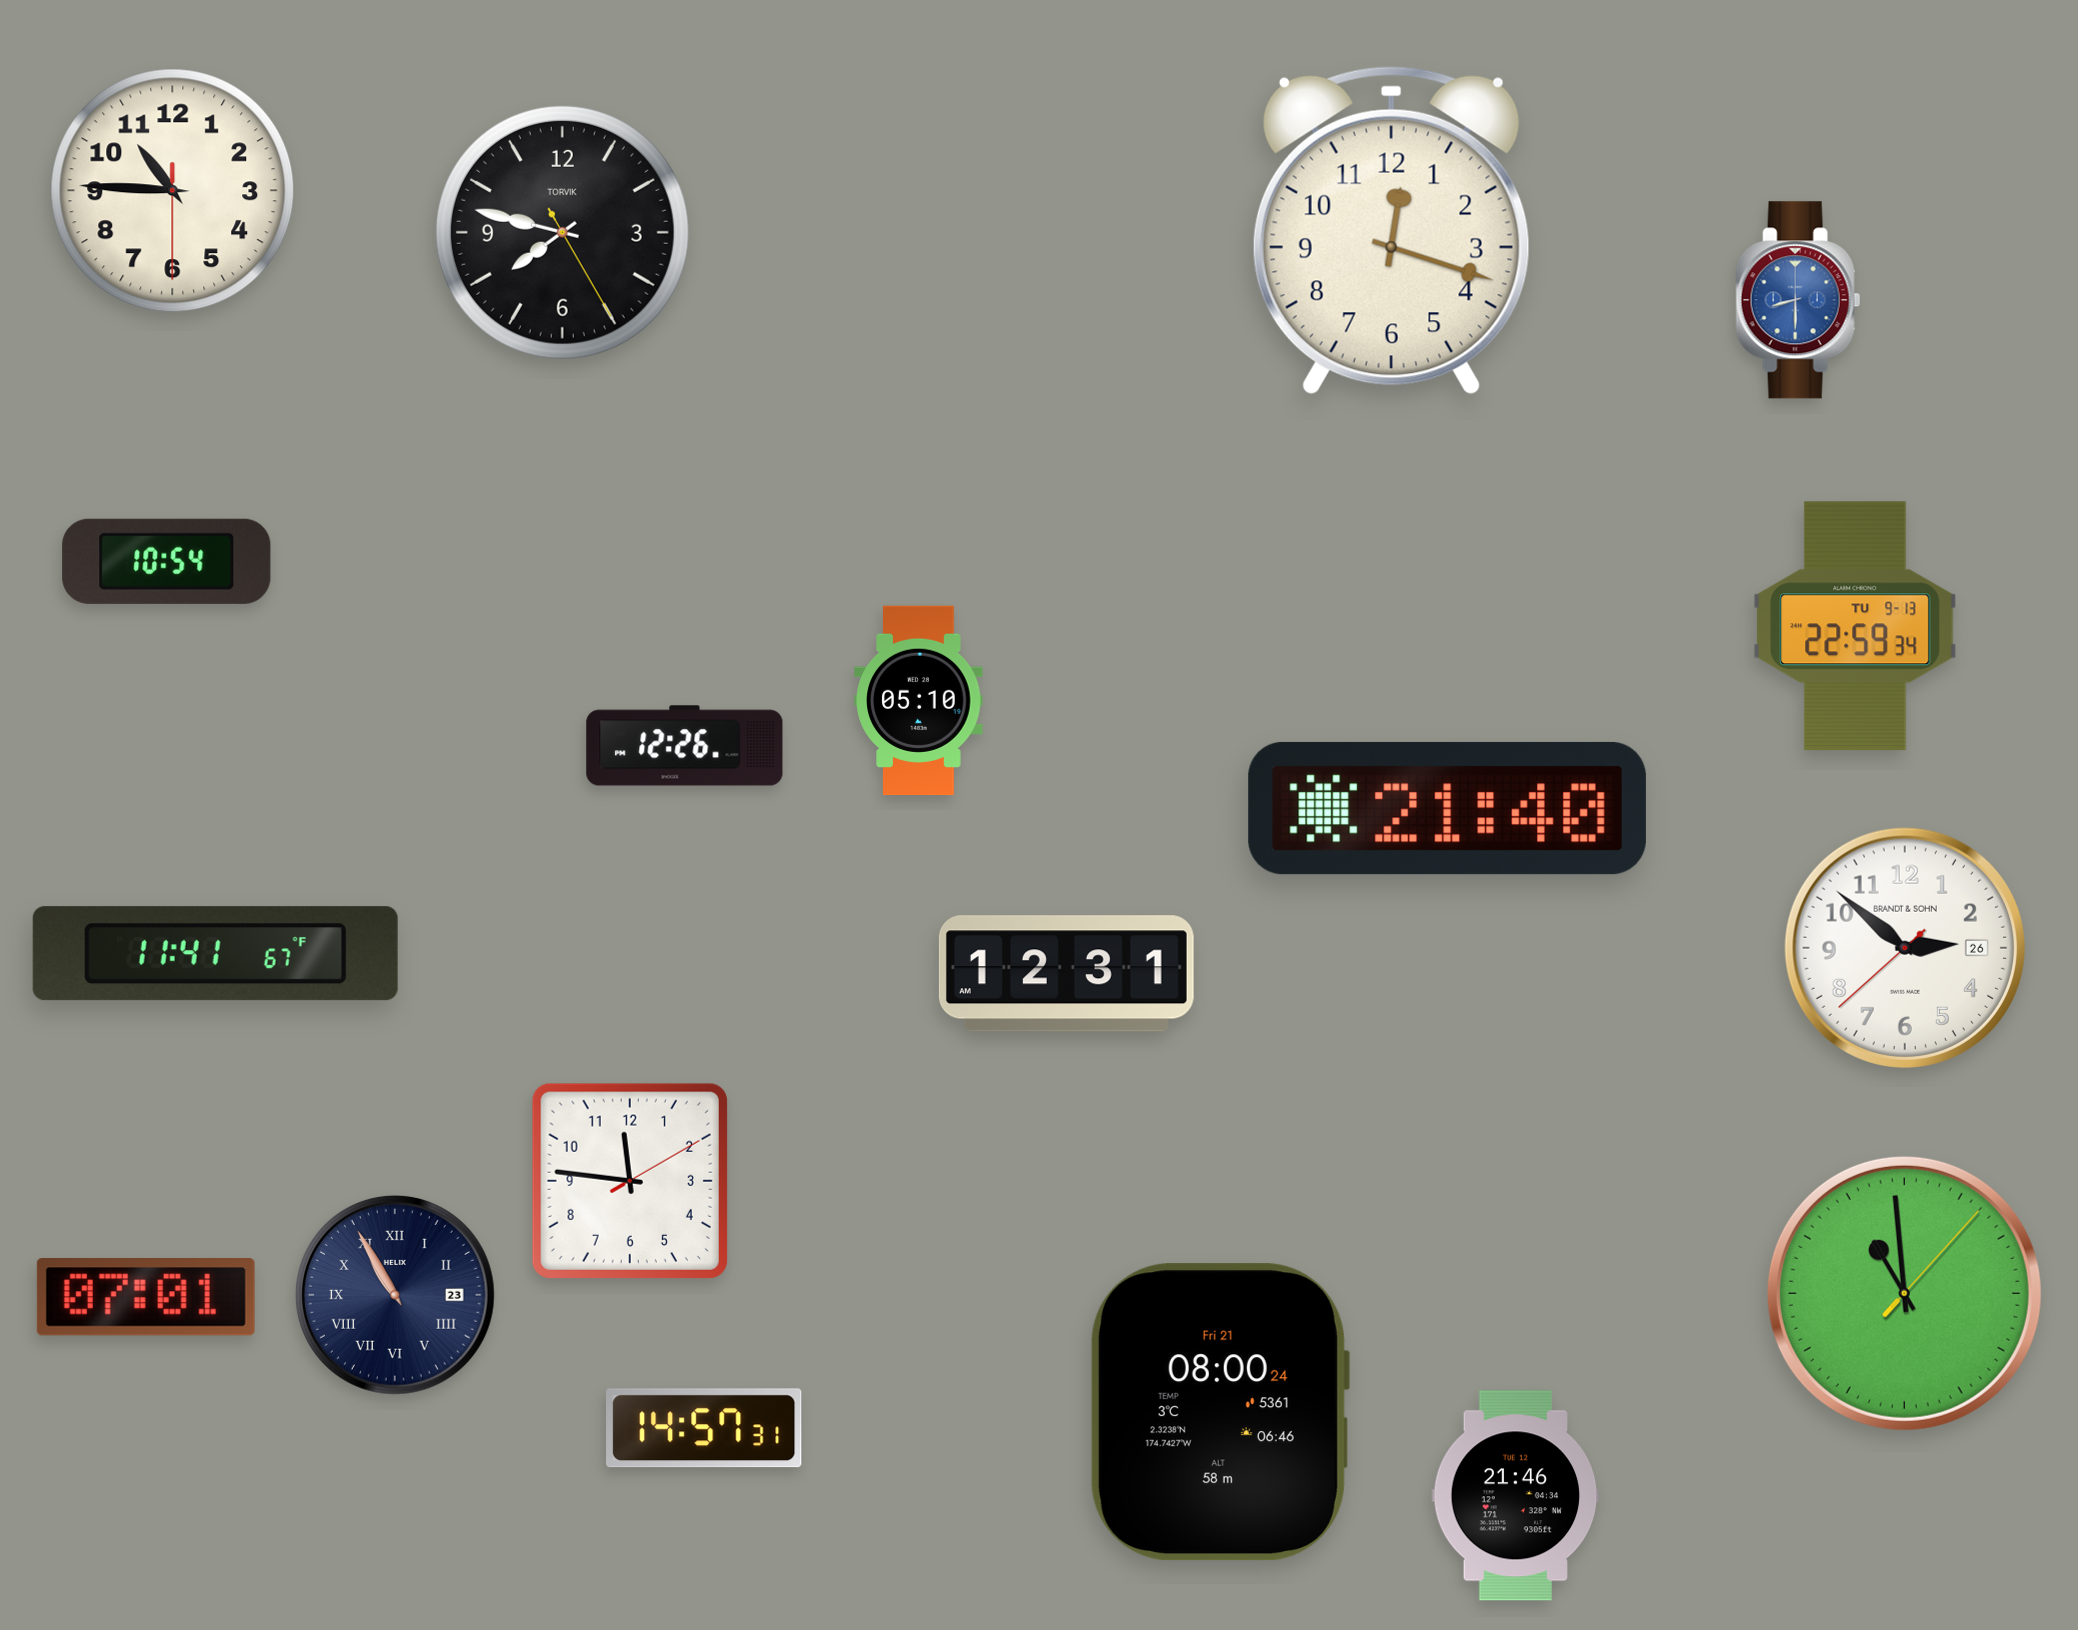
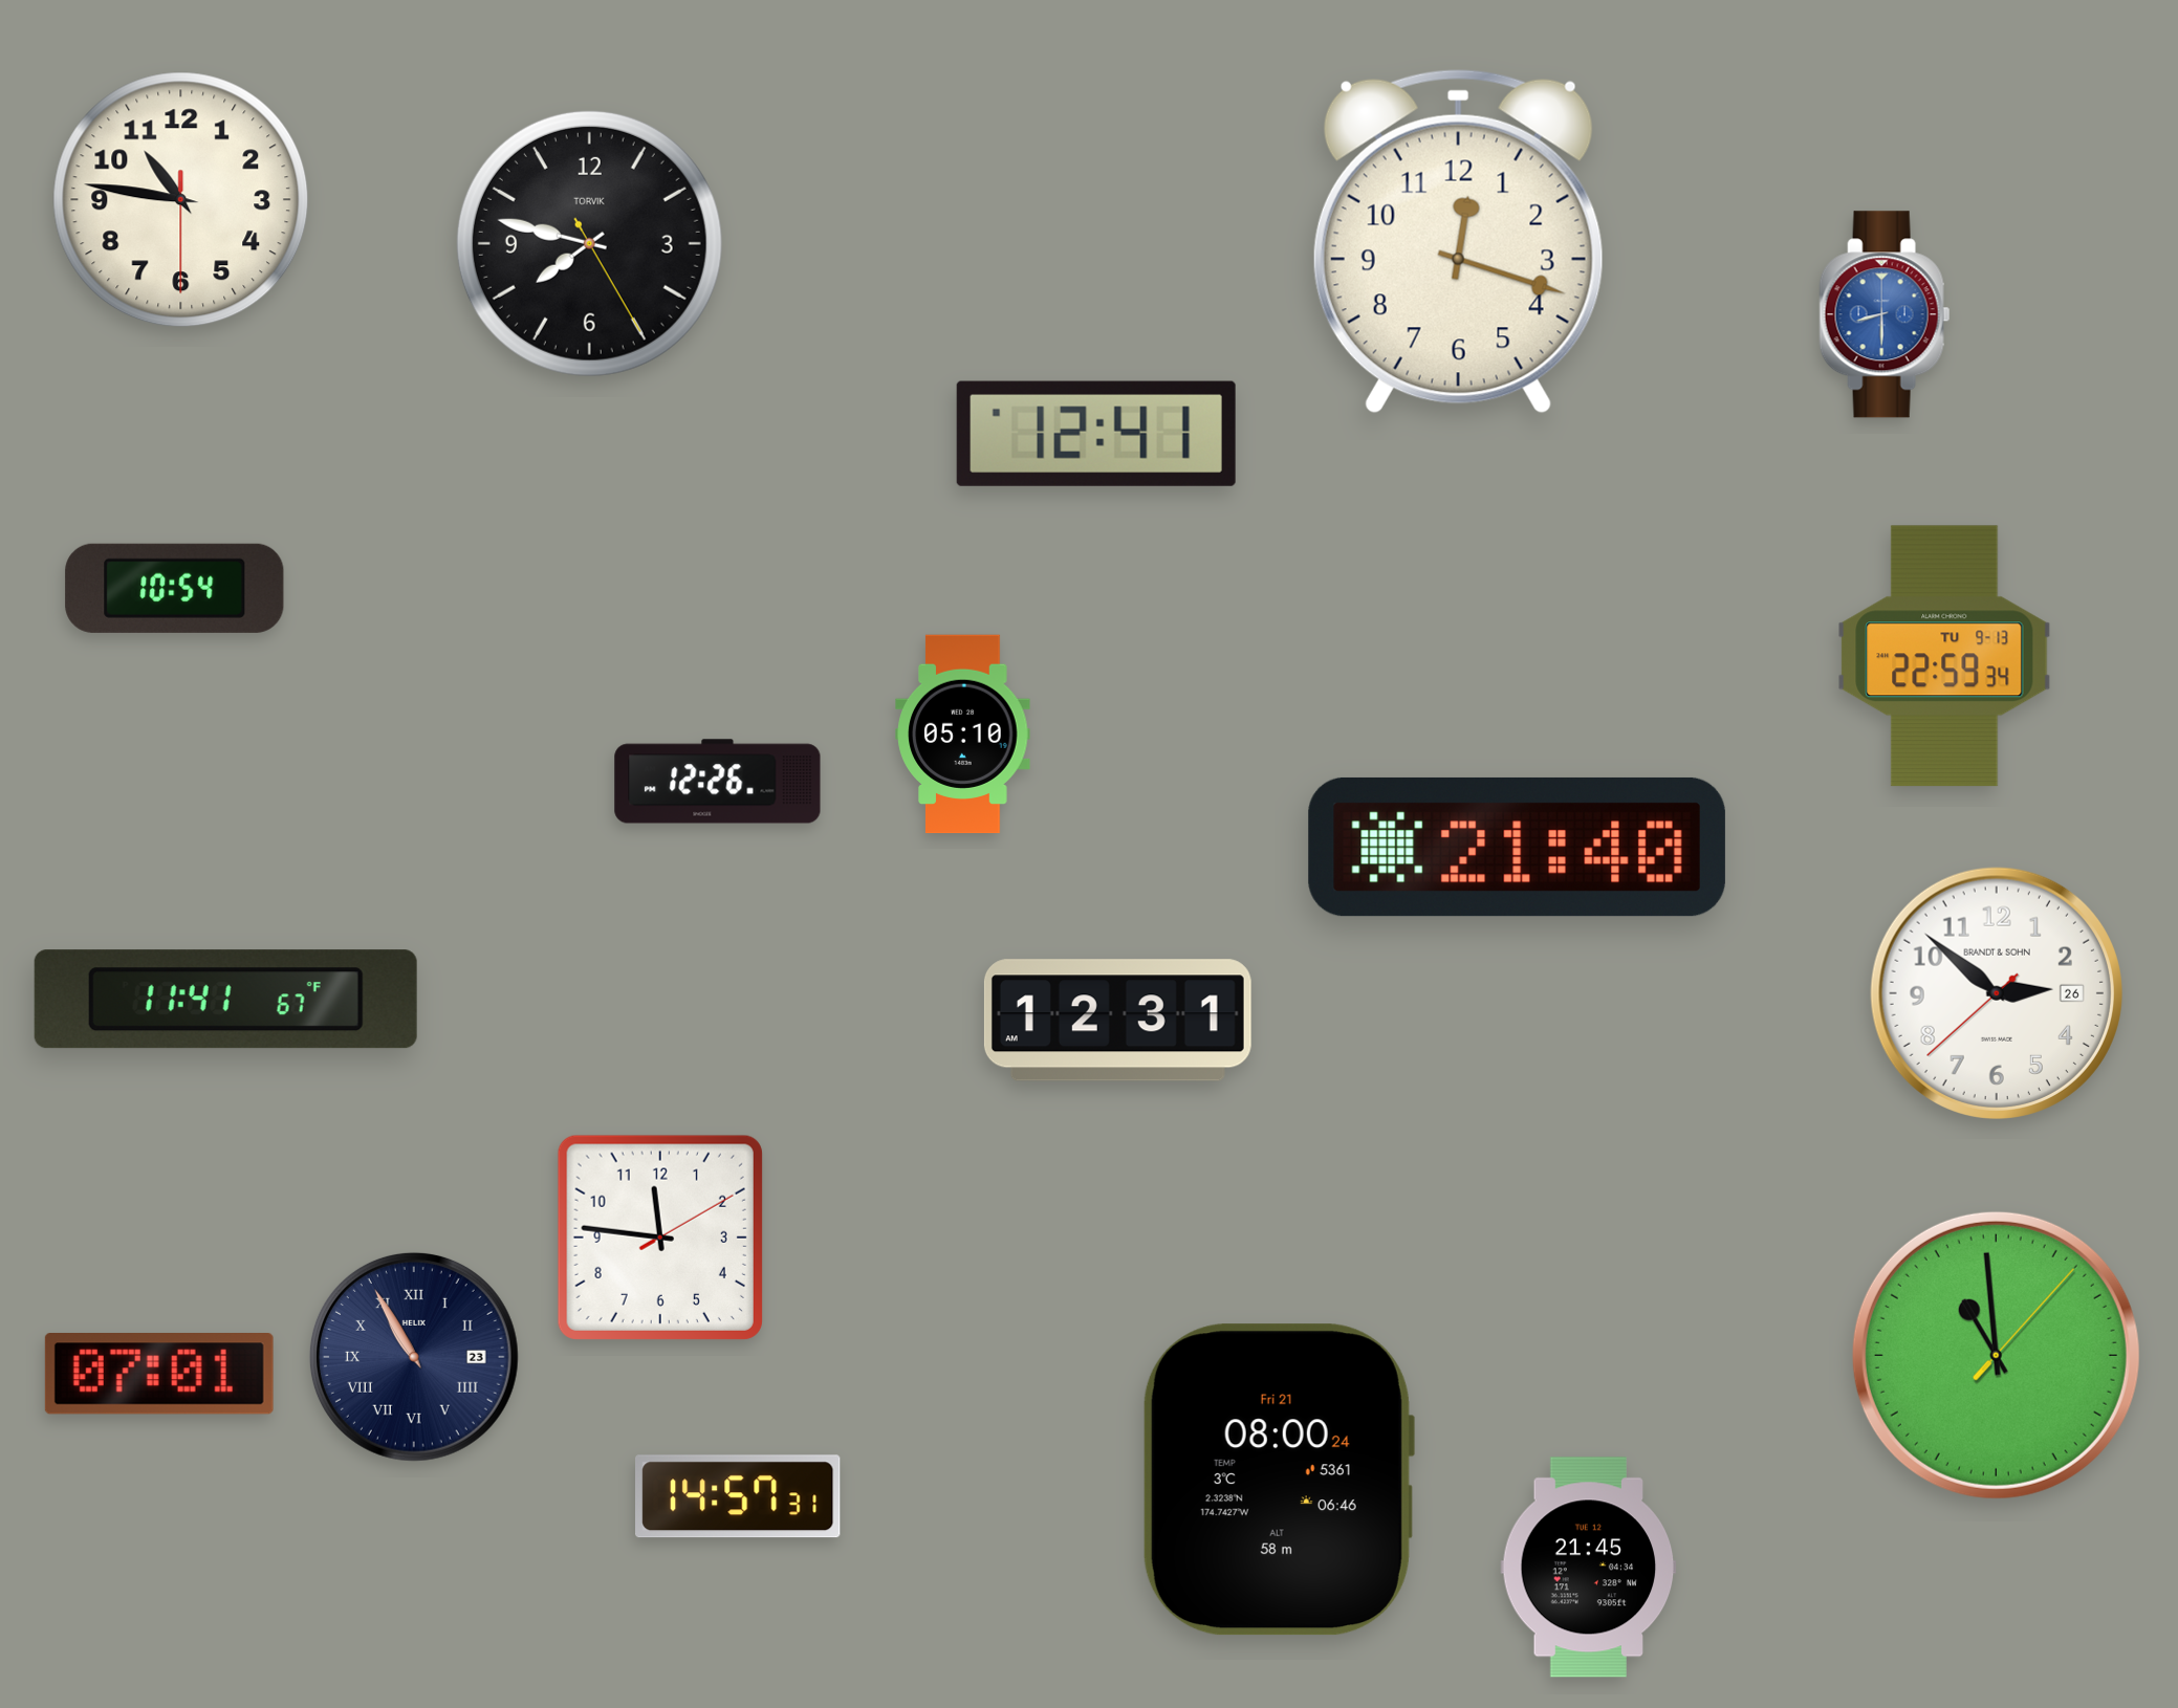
clock at (173, 191): 10:45 -> 10:46
clock at (1096, 434): none -> 12:41
clock at (146, 1298) position: (146, 1298) -> (159, 1375)
clock at (1516, 1496): 21:46 -> 21:45
